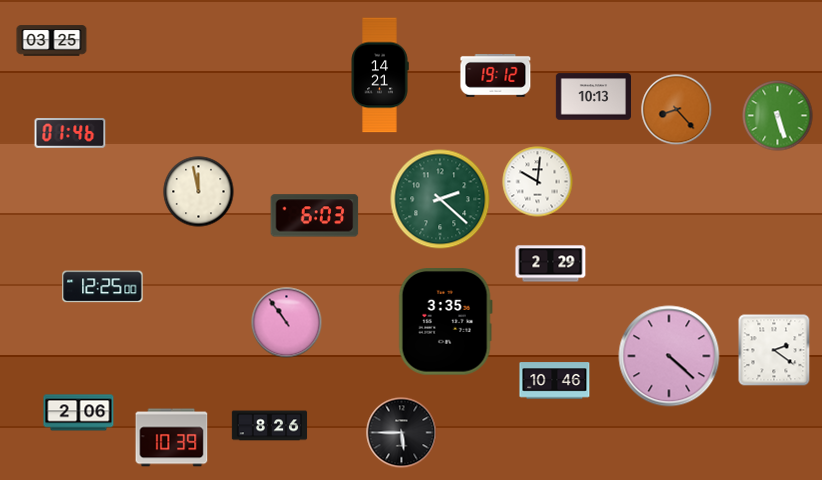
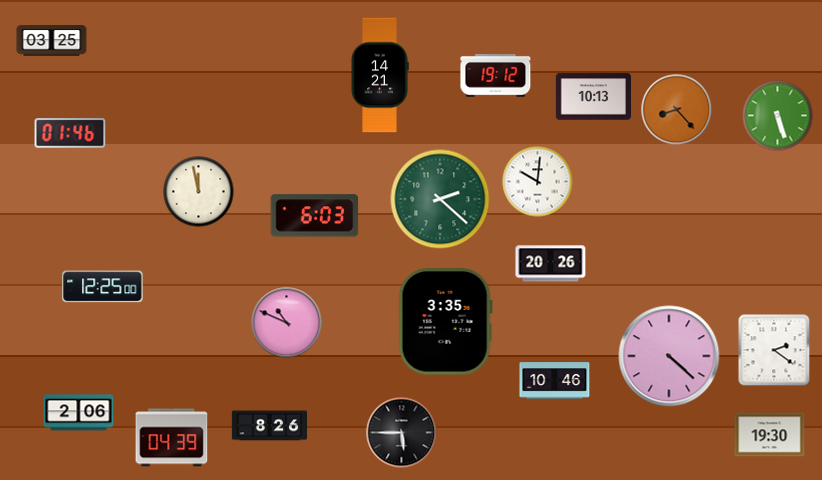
clock at (551, 264): 2:29 -> 20:26
clock at (287, 323): 10:54 -> 10:49
clock at (770, 435): none -> 19:30
clock at (172, 438): 10:39 -> 04:39
